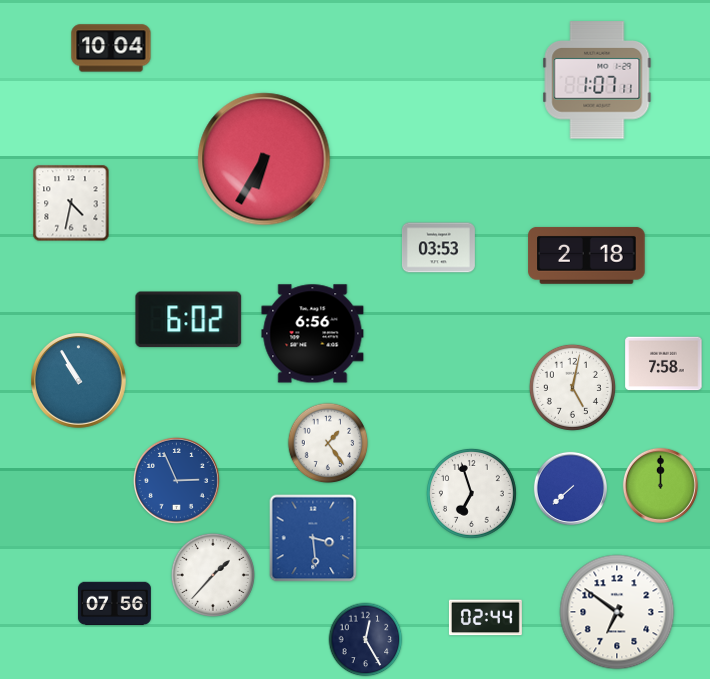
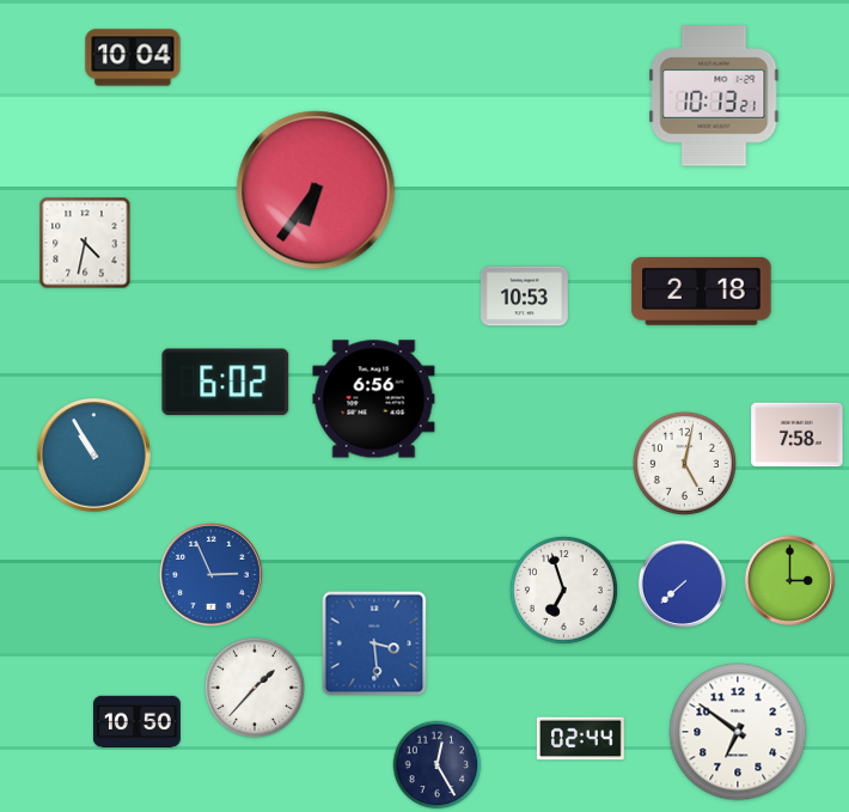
clock at (597, 80): 1:07 -> 10:13
clock at (264, 159): 6:35 -> 6:36
clock at (438, 248): 03:53 -> 10:53
clock at (587, 255) position: (587, 255) -> (702, 291)
clock at (664, 364) position: (664, 364) -> (798, 435)
clock at (328, 443): 1:24 -> none
clock at (660, 485): 12:00 -> 3:00
clock at (114, 604): 07:56 -> 10:50
